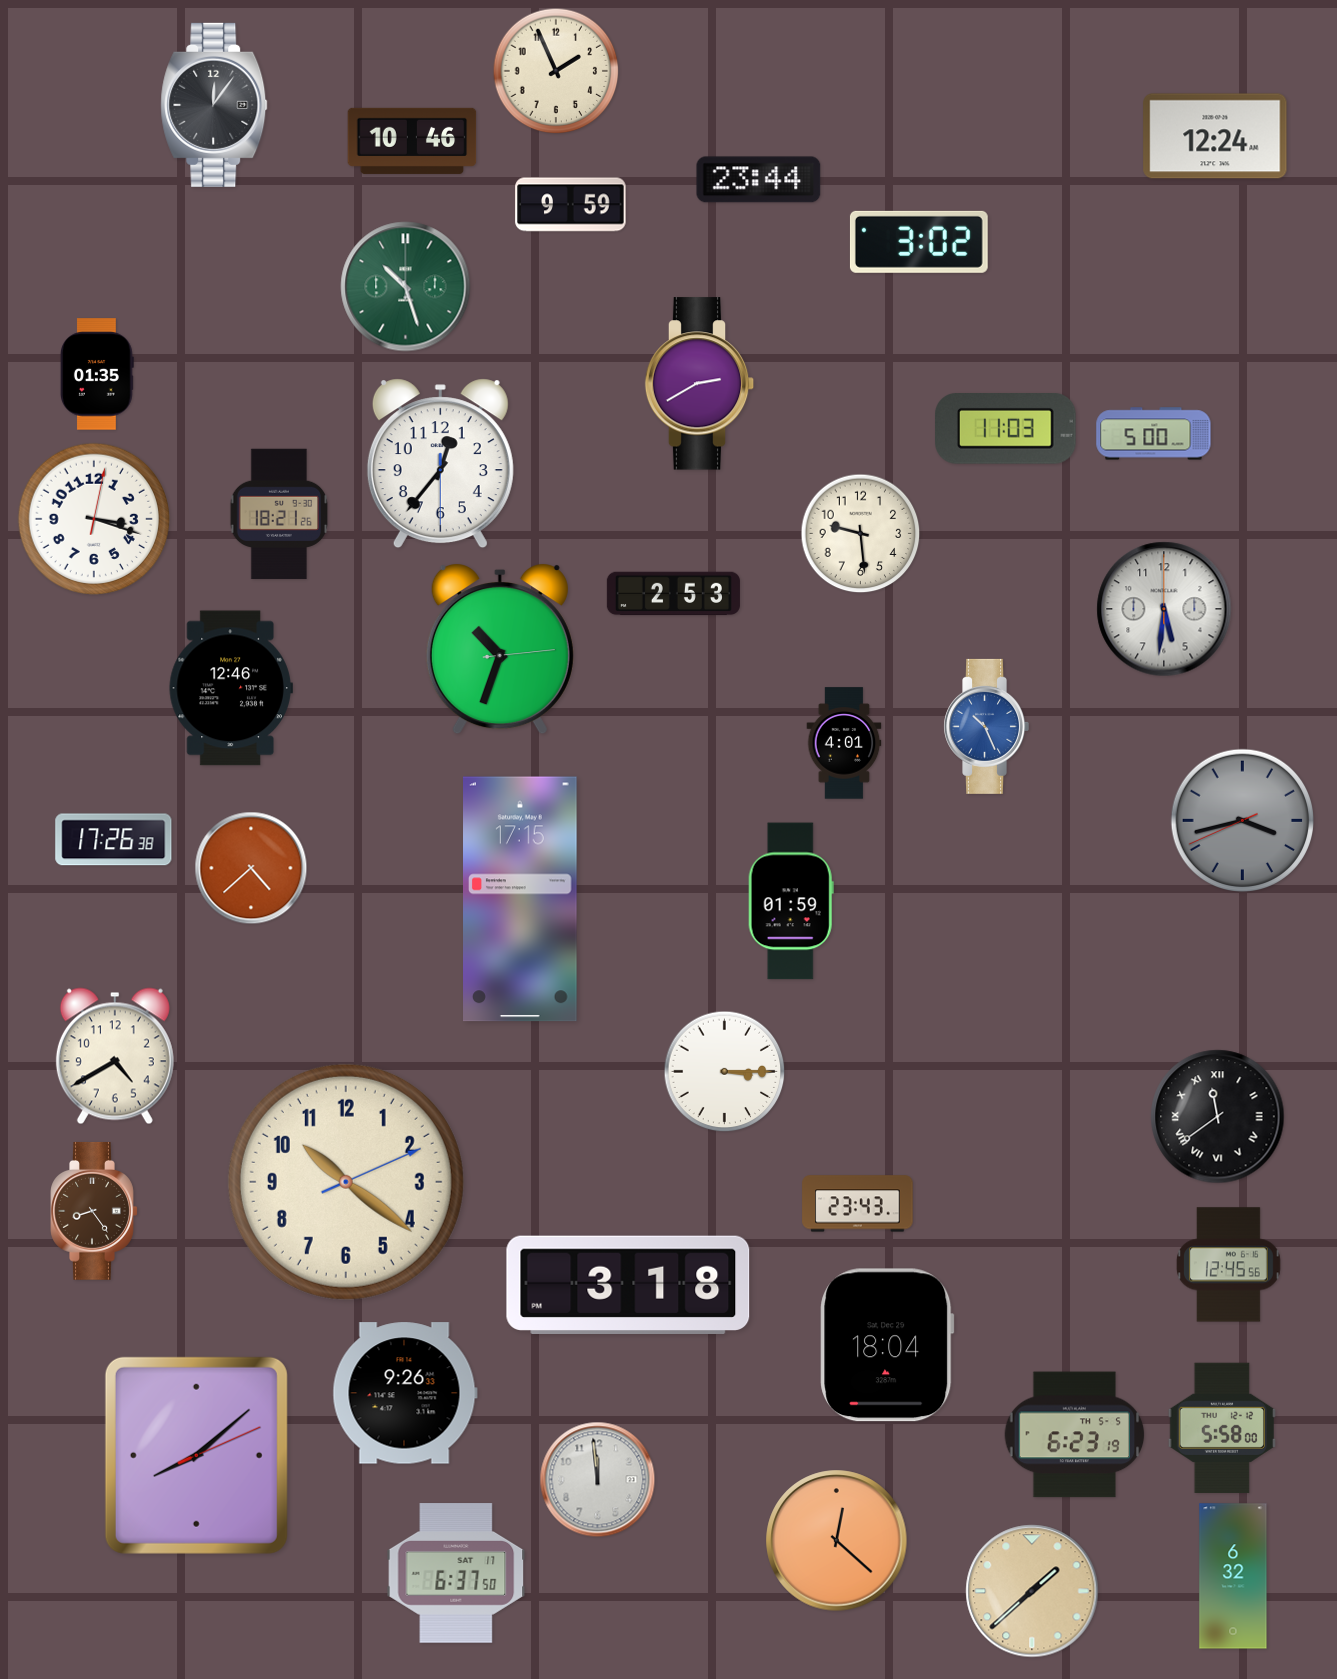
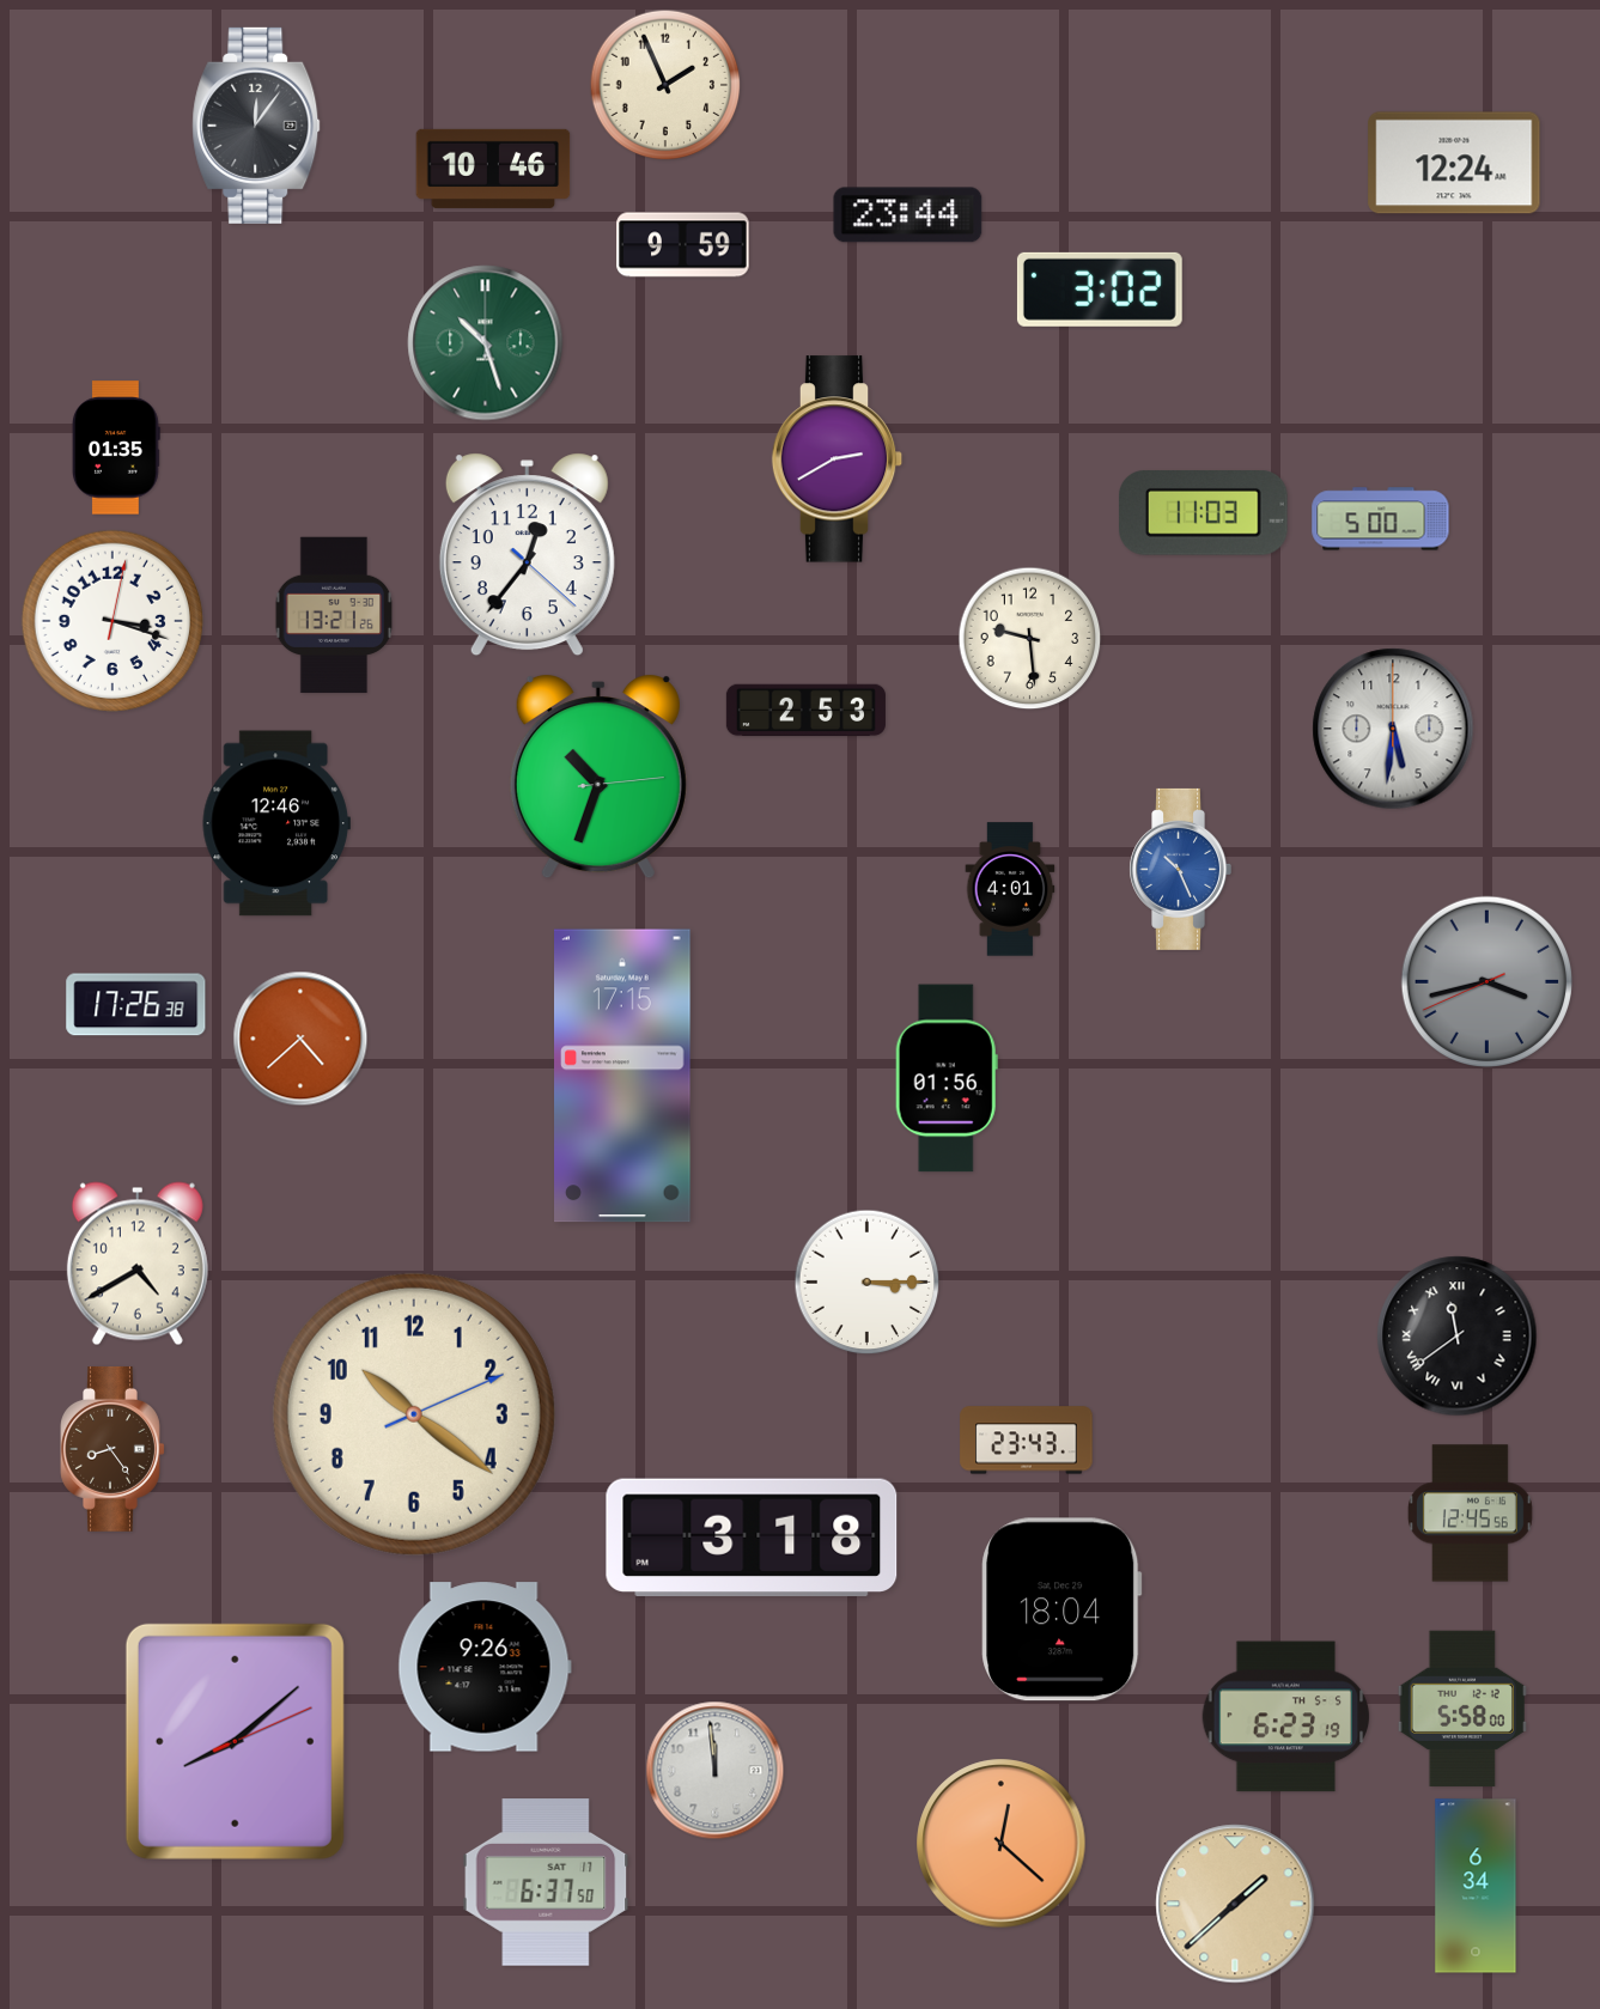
clock at (440, 464): 12:36:30 -> 12:36:22
clock at (279, 514): 18:21 -> 13:21
clock at (791, 901): 01:59 -> 01:56
clock at (1233, 1576): 6:32 -> 6:34
